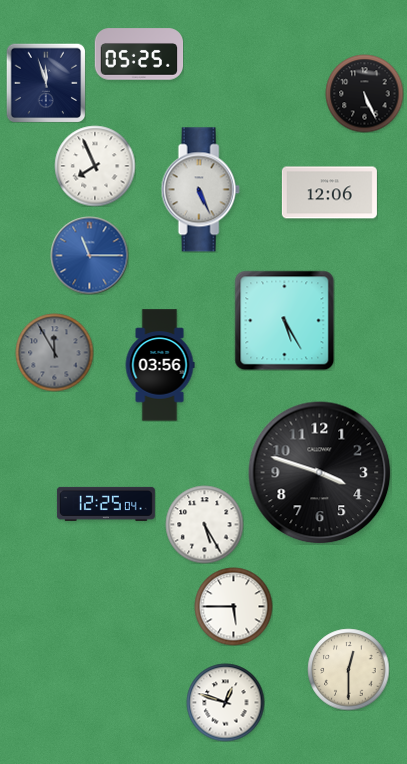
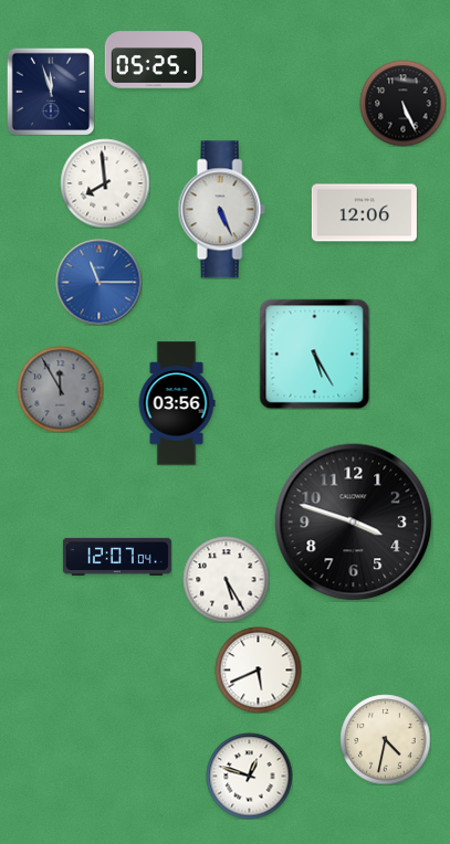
clock at (95, 166): 7:56 -> 7:59
clock at (106, 504): 12:25 -> 12:07
clock at (233, 606): 5:45 -> 5:41
clock at (348, 669): 12:30 -> 4:32
